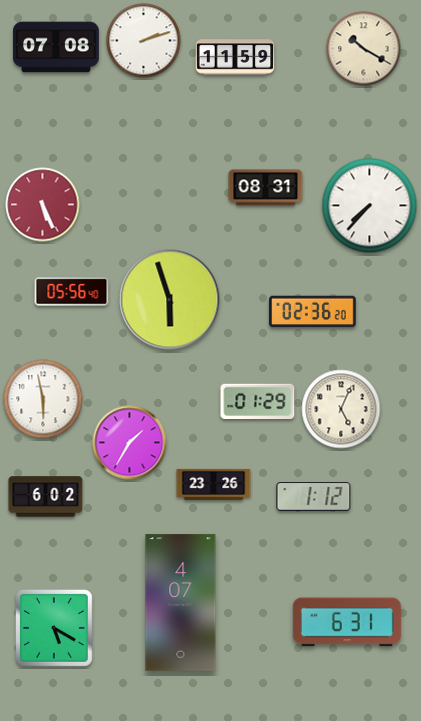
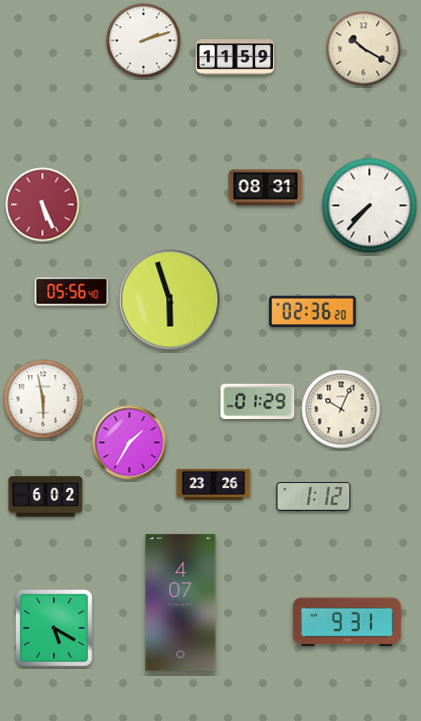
clock at (57, 47): 07:08 -> none
clock at (341, 409): 5:04 -> 10:04
clock at (347, 622): 6:31 -> 9:31
